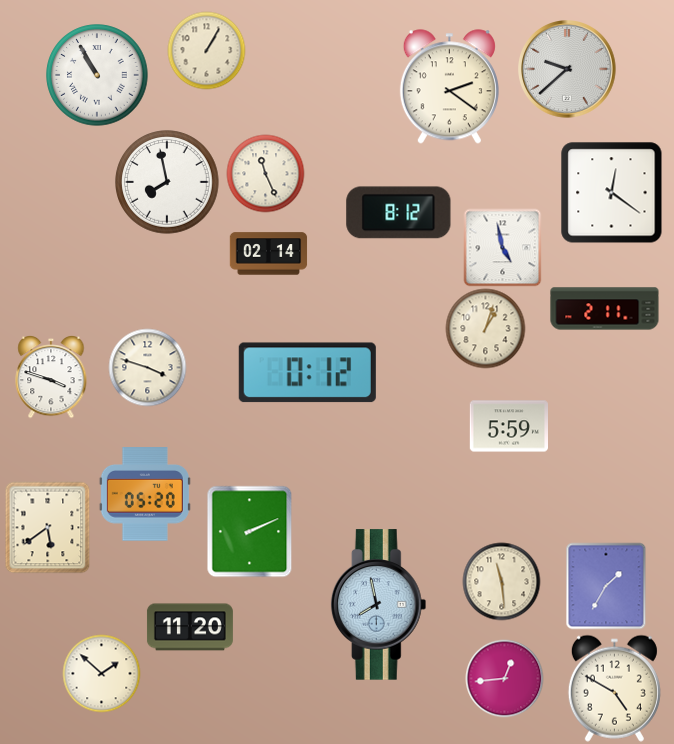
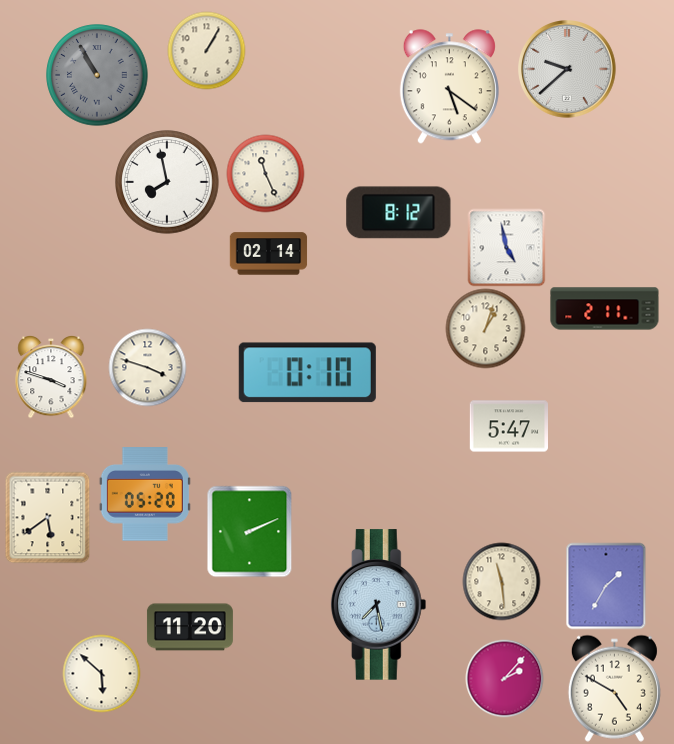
clock at (97, 75) dial: white -> grey
clock at (449, 87): 2:21 -> 5:21
clock at (611, 192): 12:21 -> none
clock at (502, 247) position: (502, 247) -> (506, 247)
clock at (307, 373): 0:12 -> 0:10
clock at (508, 426): 5:59 -> 5:47
clock at (48, 527) position: (48, 527) -> (48, 517)
clock at (379, 605): 7:58 -> 7:28
clock at (101, 673): 1:52 -> 5:52
clock at (504, 678): 12:44 -> 2:07
